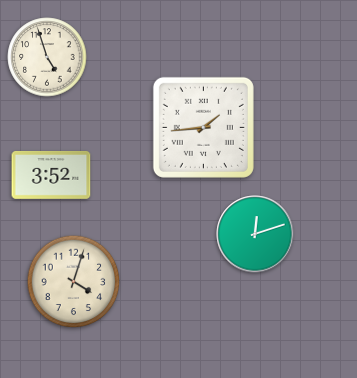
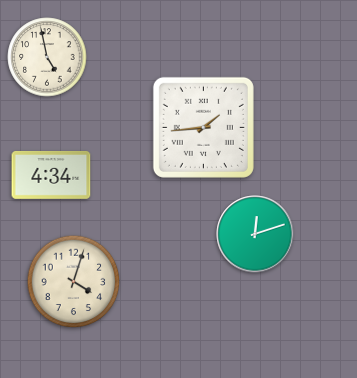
clock at (47, 57): 4:57 -> 4:58
clock at (51, 175): 3:52 -> 4:34
